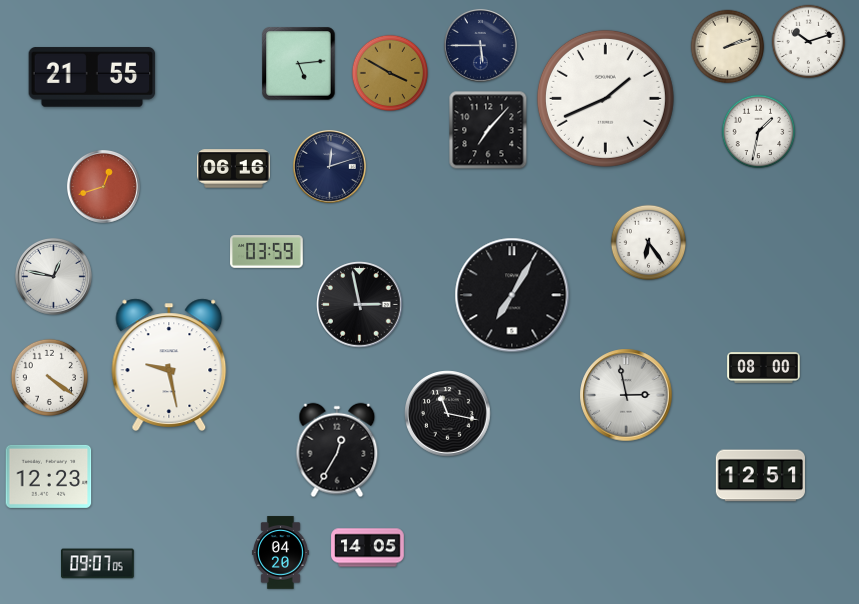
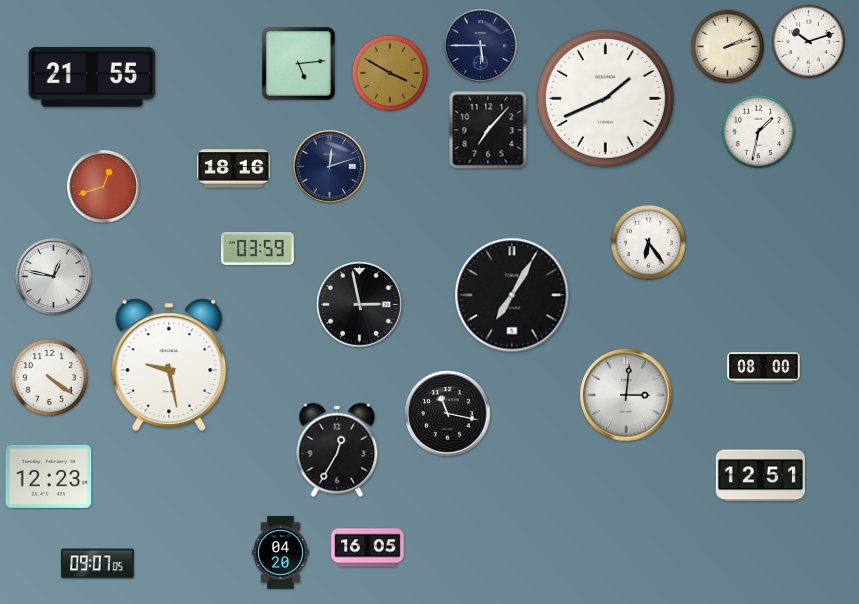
clock at (234, 169): 06:16 -> 18:16
clock at (267, 252) position: (267, 252) -> (258, 249)
clock at (626, 395): 2:58 -> 3:01
clock at (368, 548): 14:05 -> 16:05
